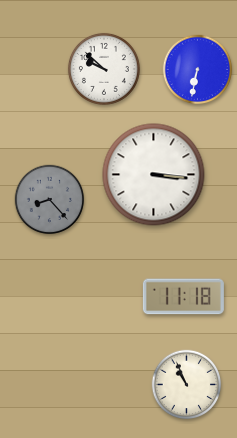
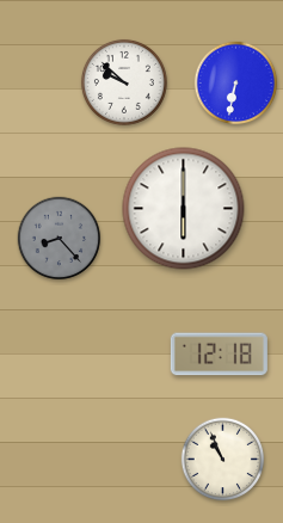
clock at (154, 175): 3:16 -> 6:00
clock at (183, 297): 11:18 -> 12:18
